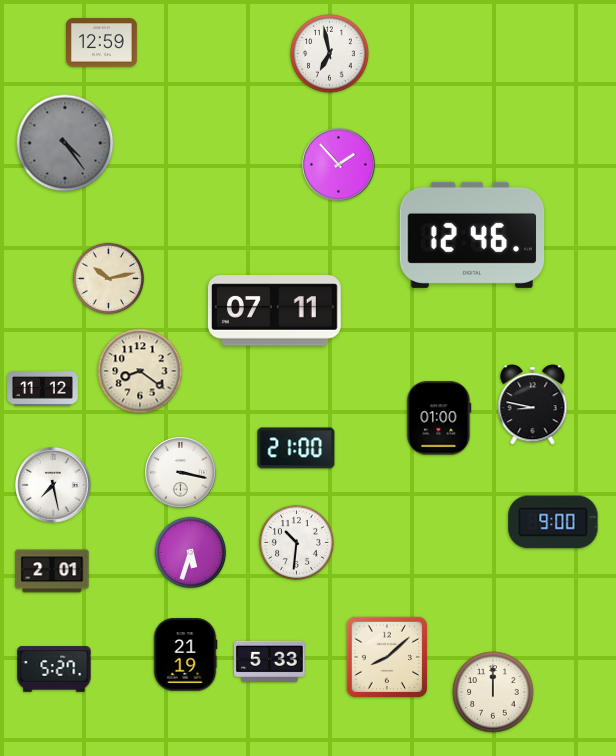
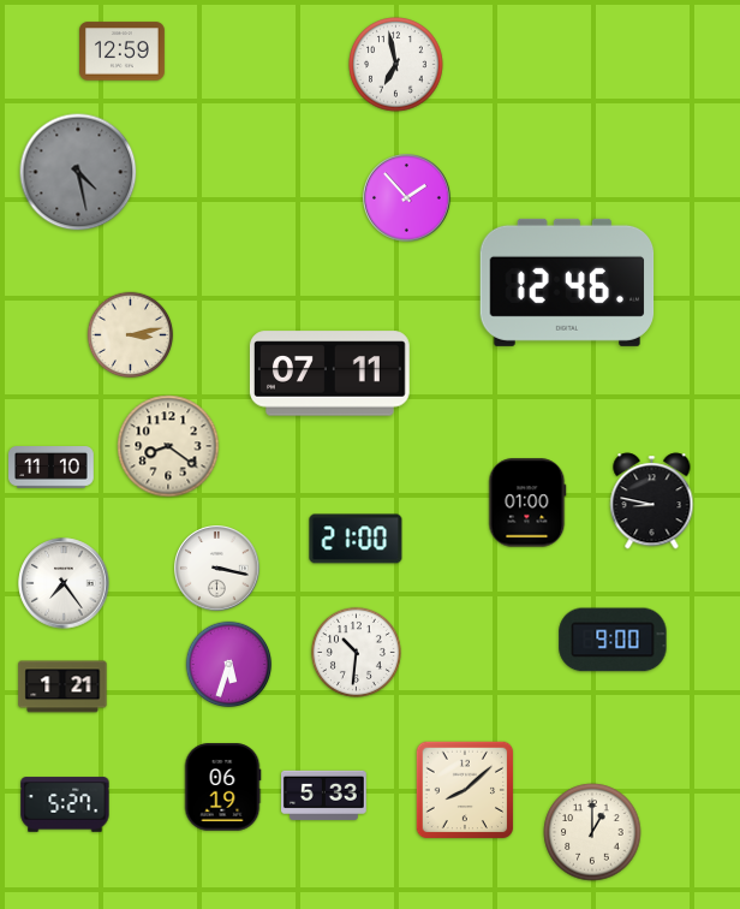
clock at (65, 143): 4:24 -> 4:28
clock at (109, 279): 10:13 -> 3:13
clock at (43, 389): 11:12 -> 11:10
clock at (533, 405) position: (533, 405) -> (652, 501)
clock at (53, 485): 7:28 -> 7:24
clock at (553, 522) position: (553, 522) -> (613, 640)
clock at (52, 571): 2:01 -> 1:21
clock at (185, 655): 21:19 -> 06:19
clock at (493, 692): 12:00 -> 1:00
